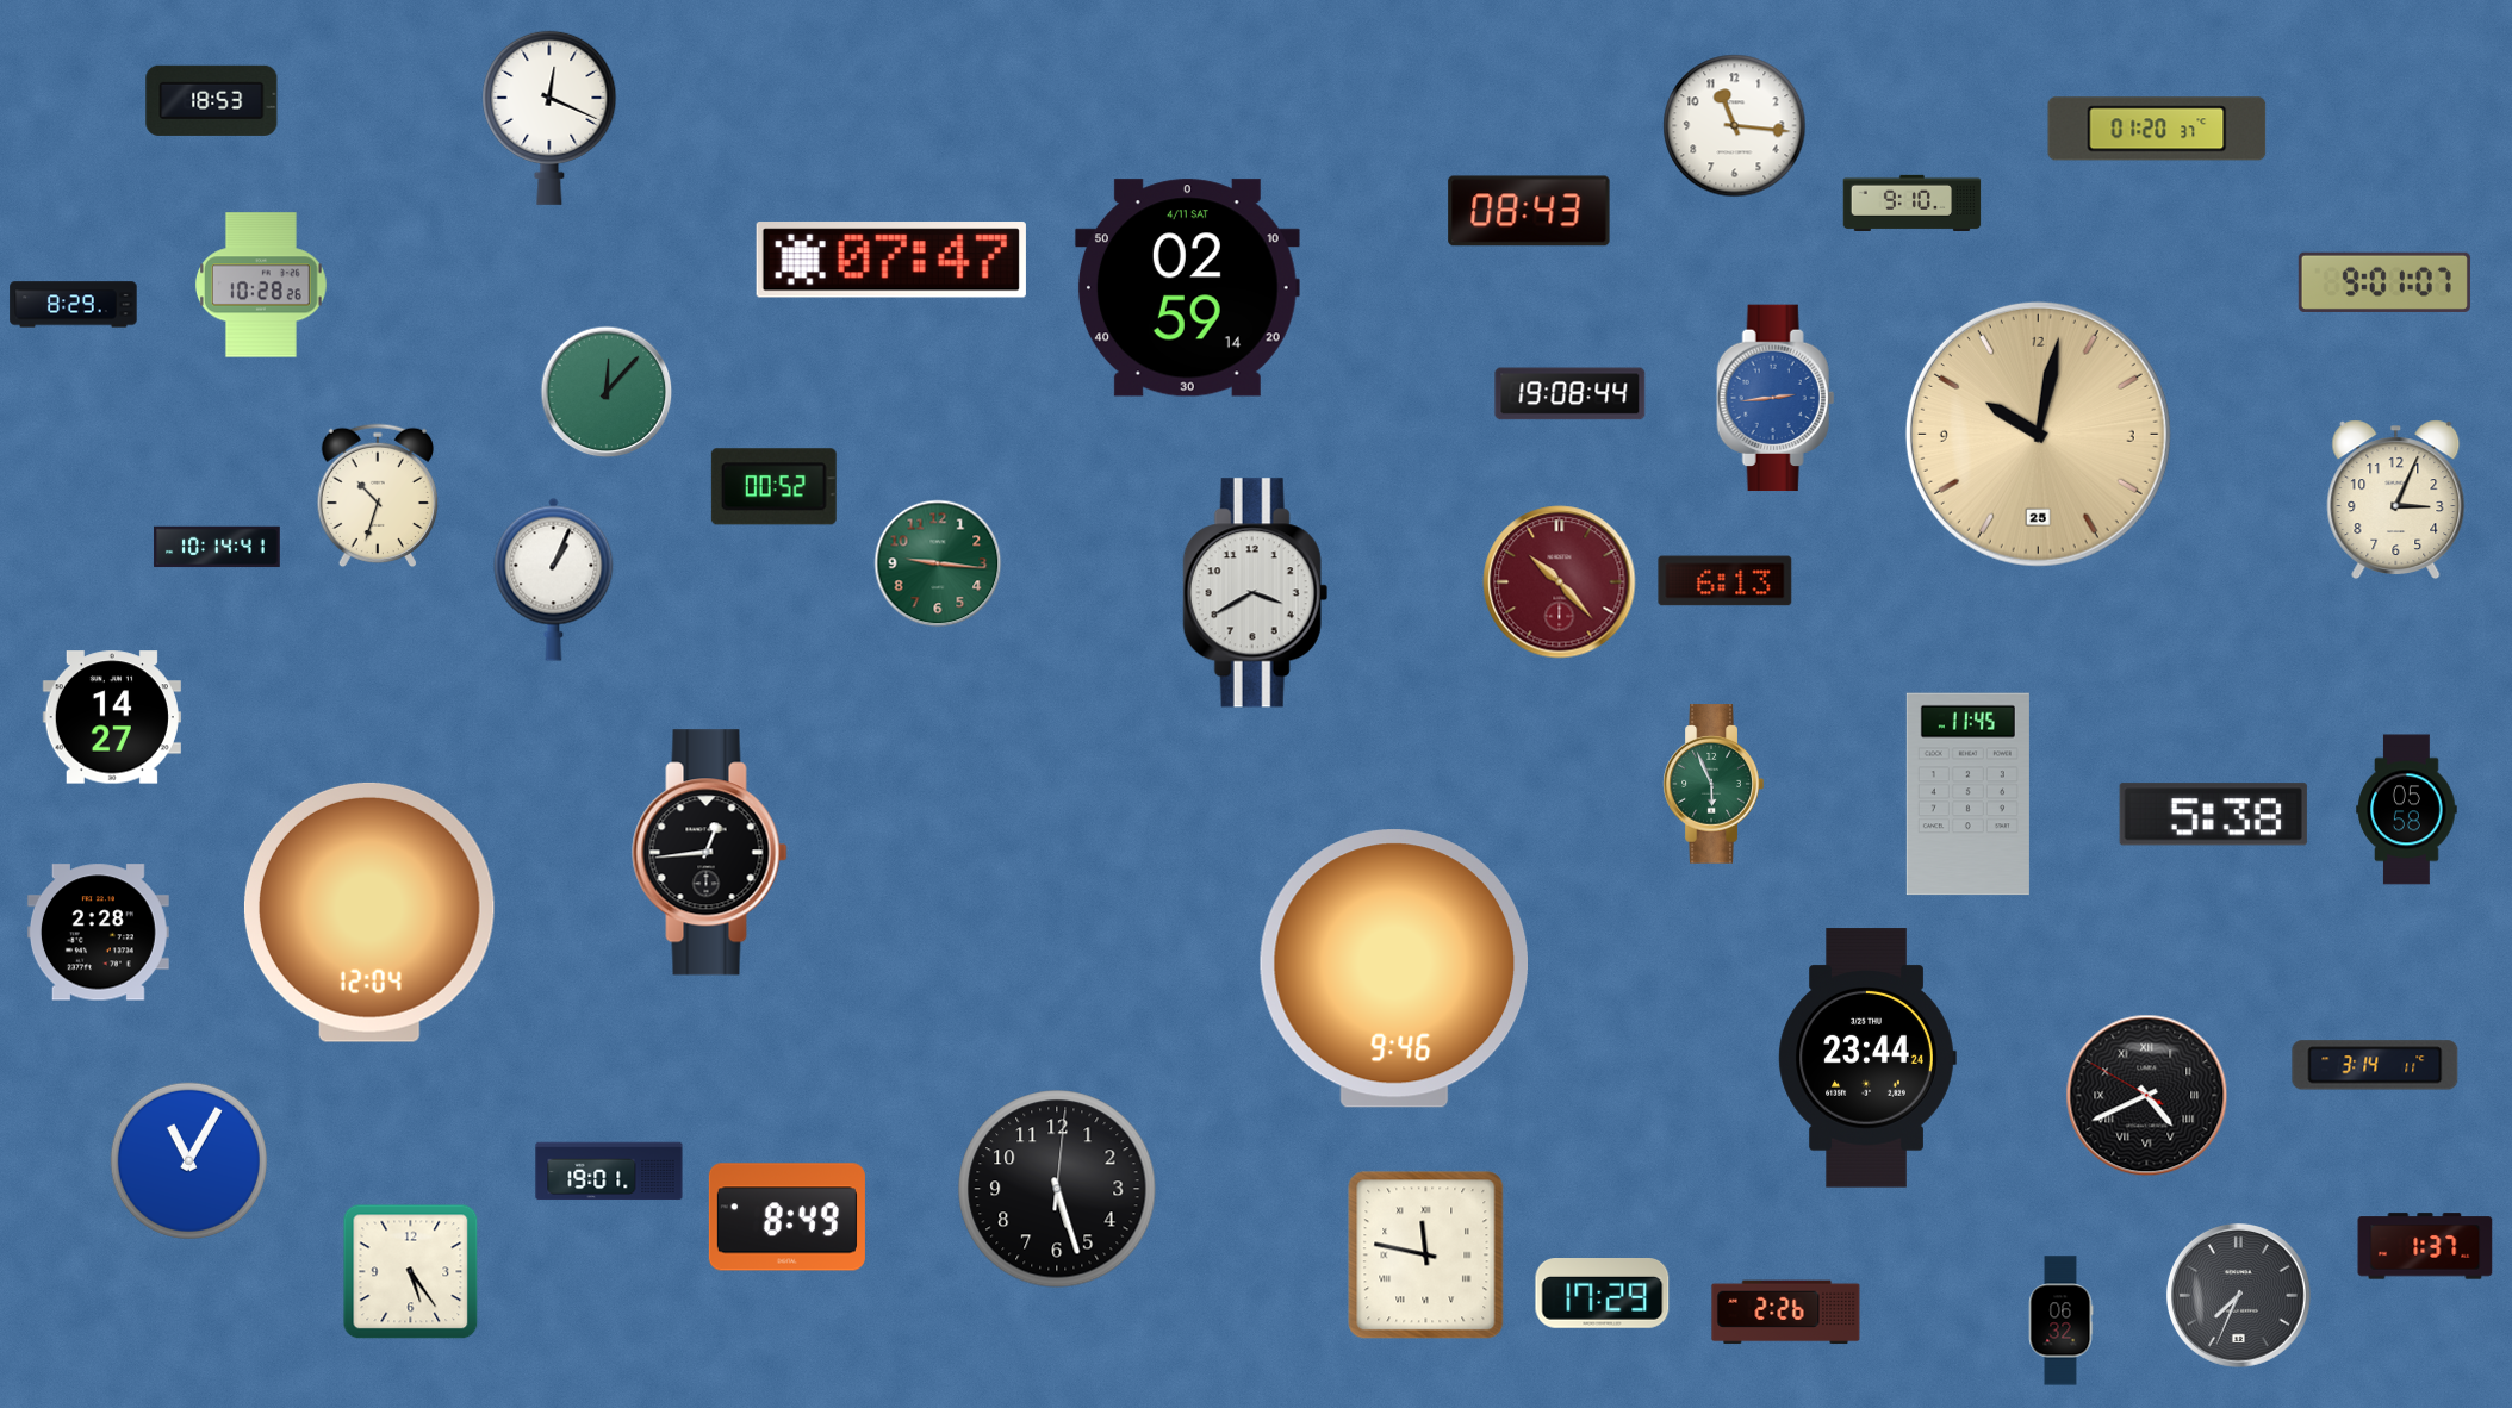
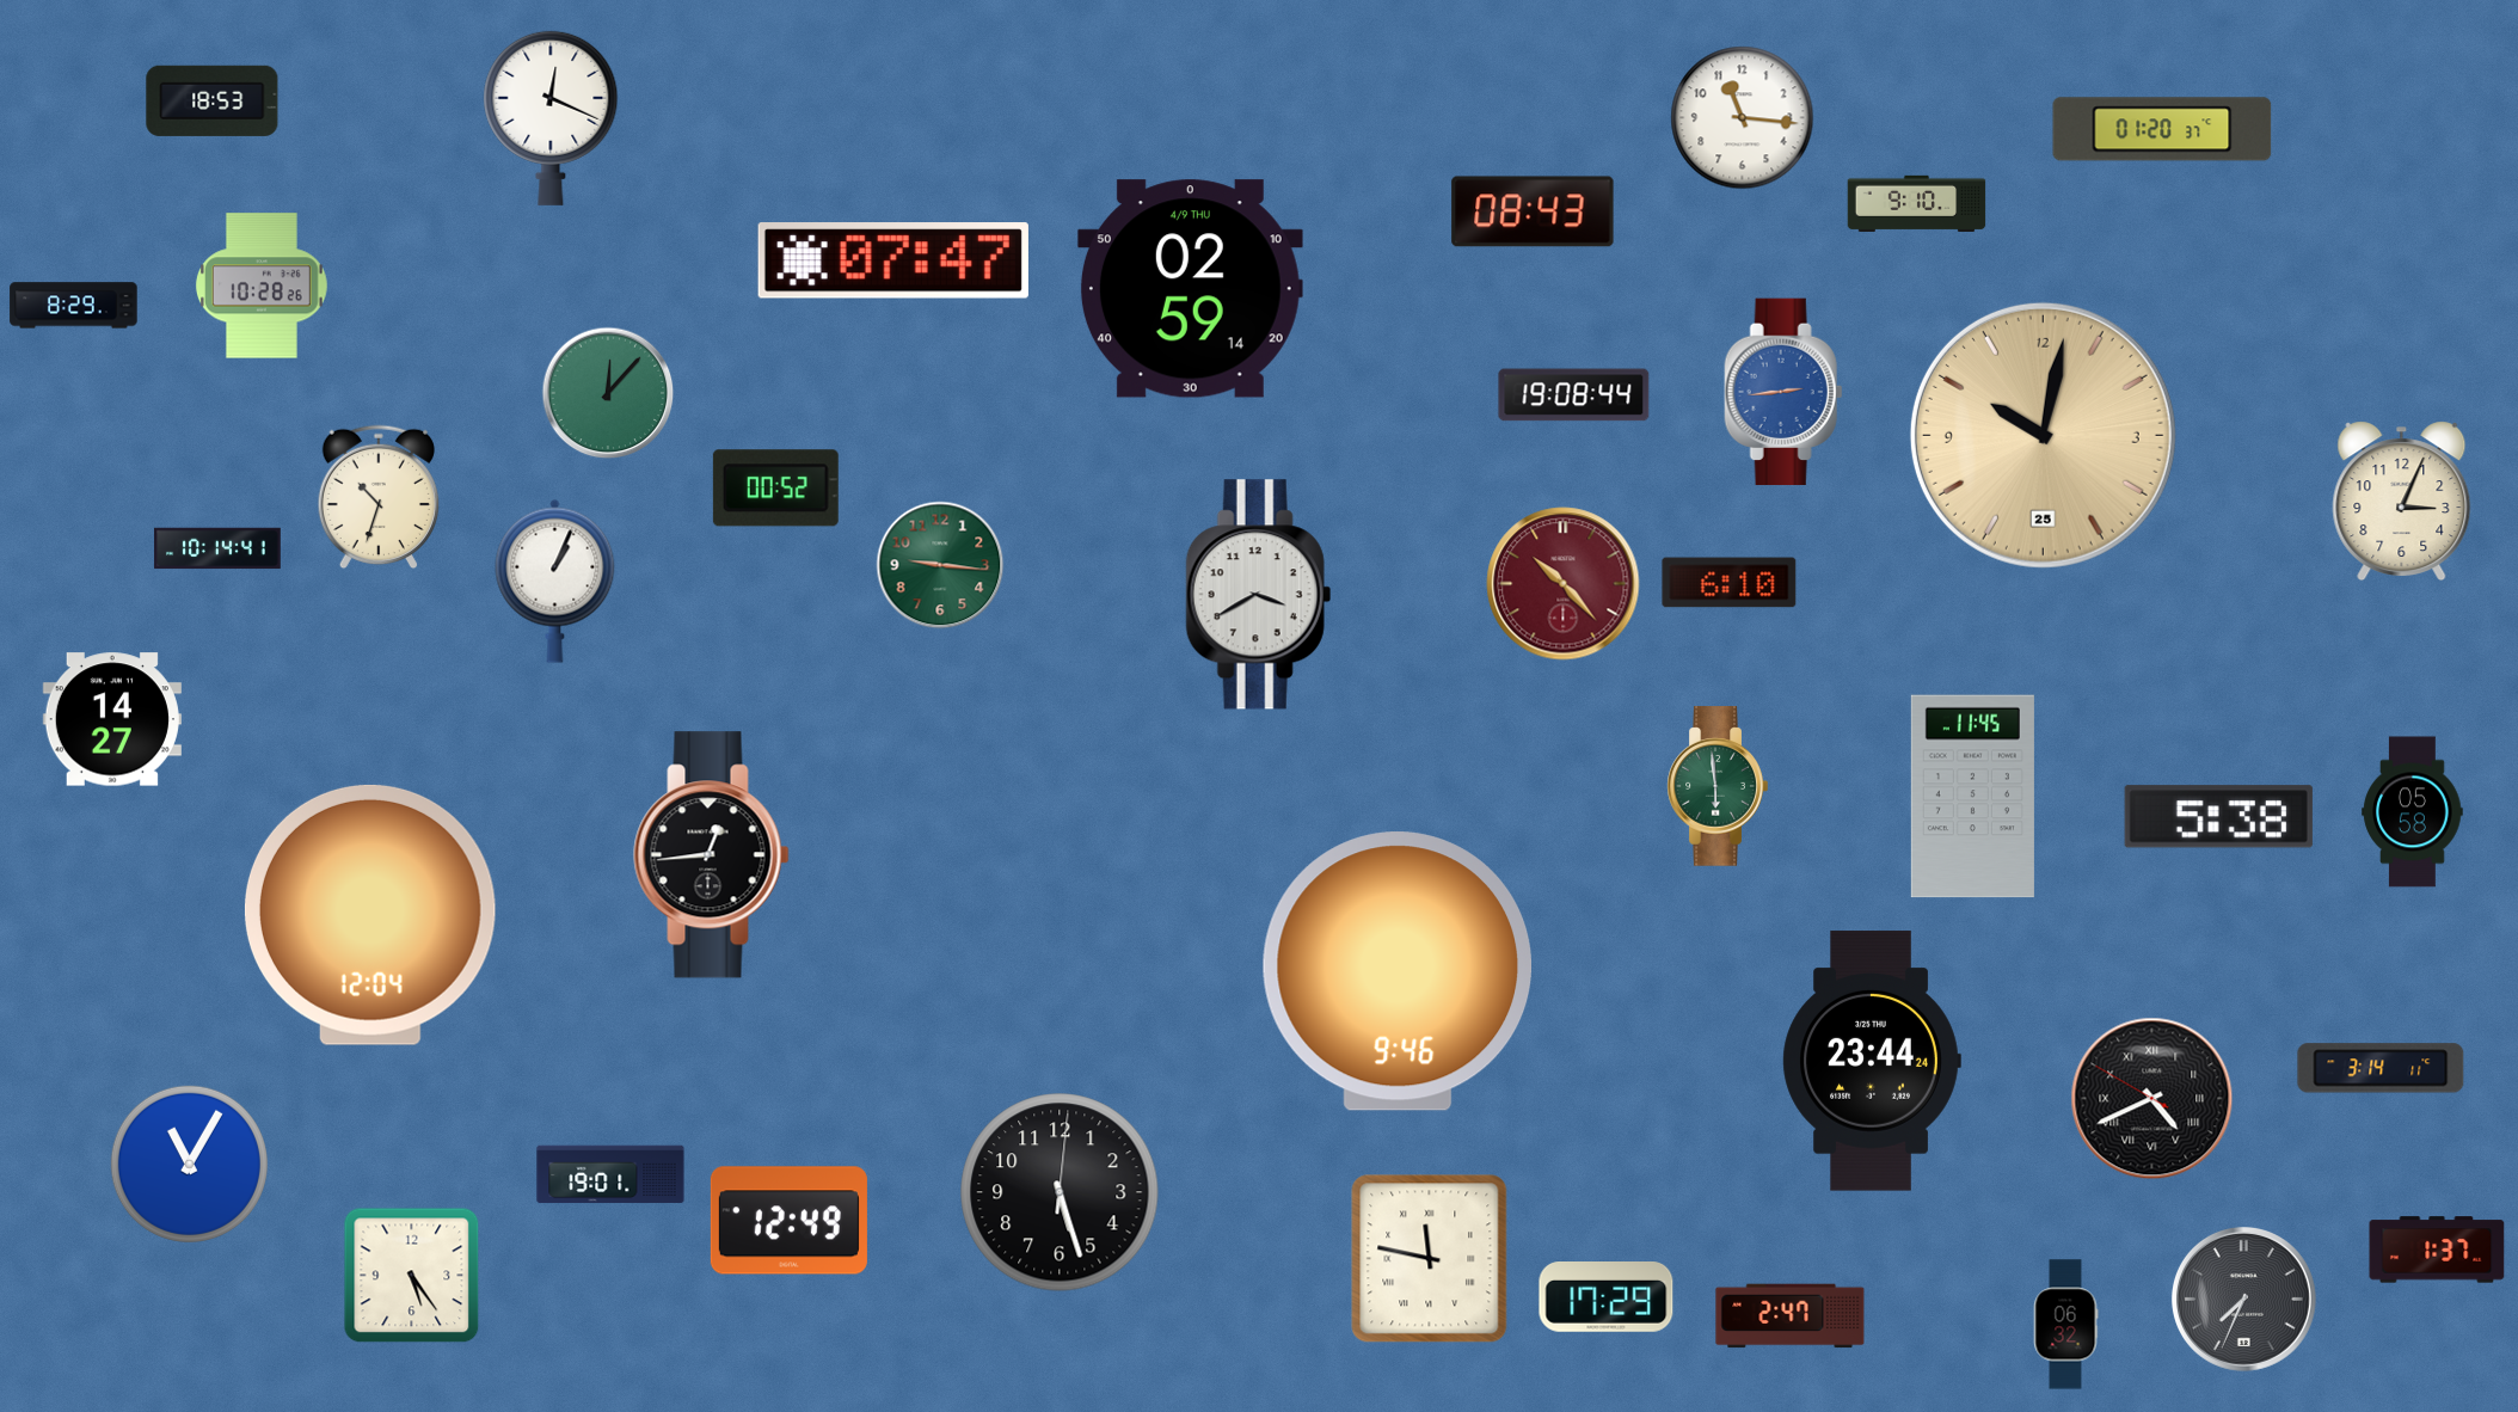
clock at (1735, 126) position: (1735, 126) -> (1743, 118)
clock at (2384, 282): 9:01 -> none
clock at (1187, 288) date: 4/11 SAT -> 4/9 THU
clock at (1776, 398) position: (1776, 398) -> (1783, 392)
clock at (1726, 581): 6:13 -> 6:10
clock at (1714, 784): 5:56 -> 5:59
clock at (98, 933): 2:28 -> none
clock at (786, 1217): 8:49 -> 12:49
clock at (2425, 1246) position: (2425, 1246) -> (2437, 1250)
clock at (1786, 1313): 2:26 -> 2:47
